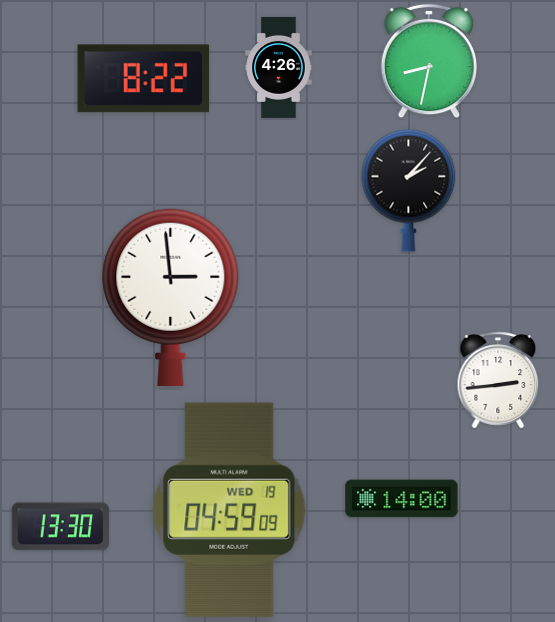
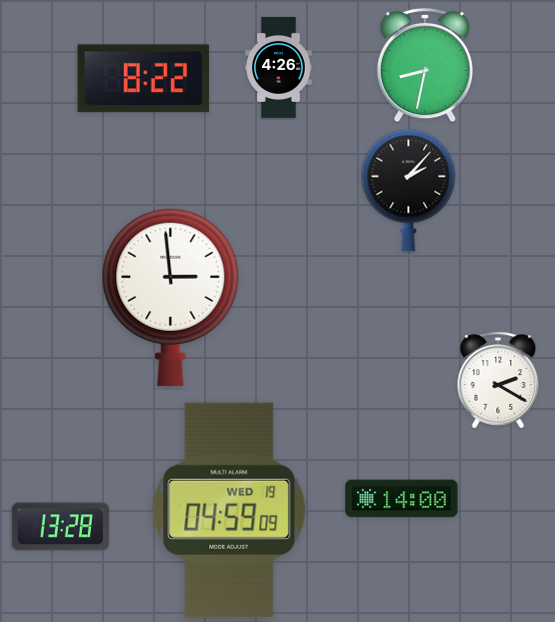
clock at (428, 61) position: (428, 61) -> (424, 65)
clock at (498, 380): 2:44 -> 2:20
clock at (60, 527): 13:30 -> 13:28
